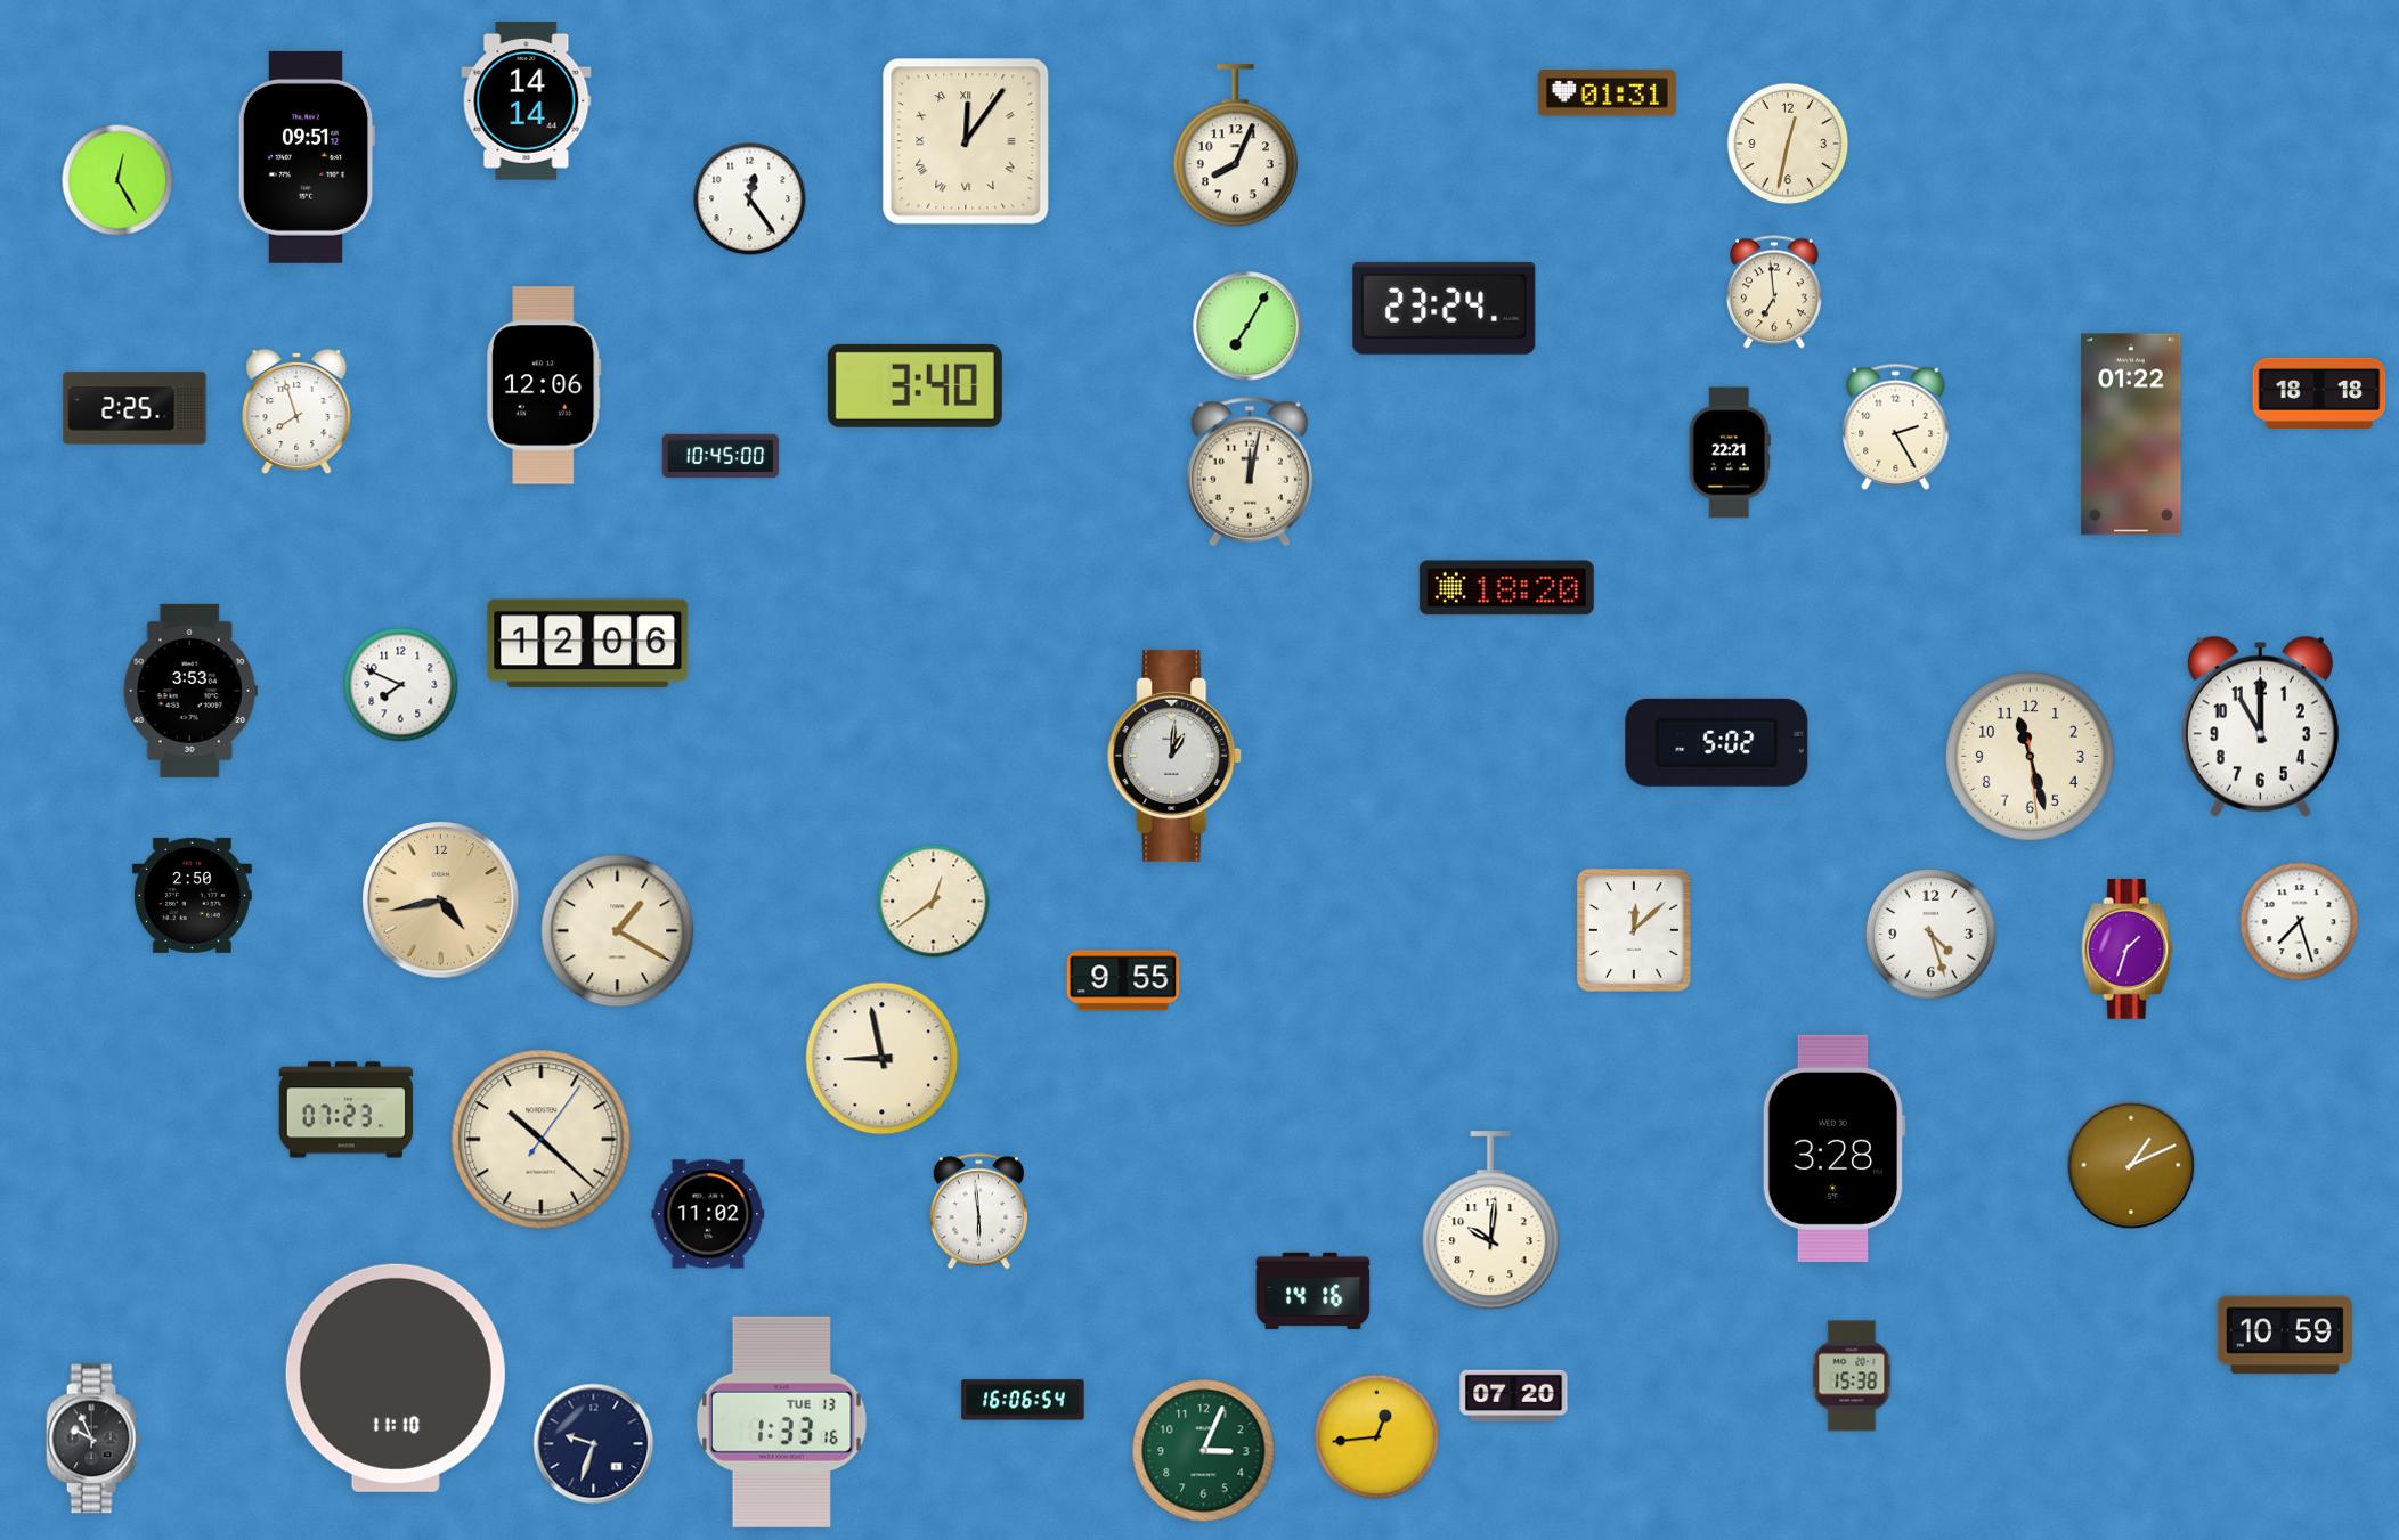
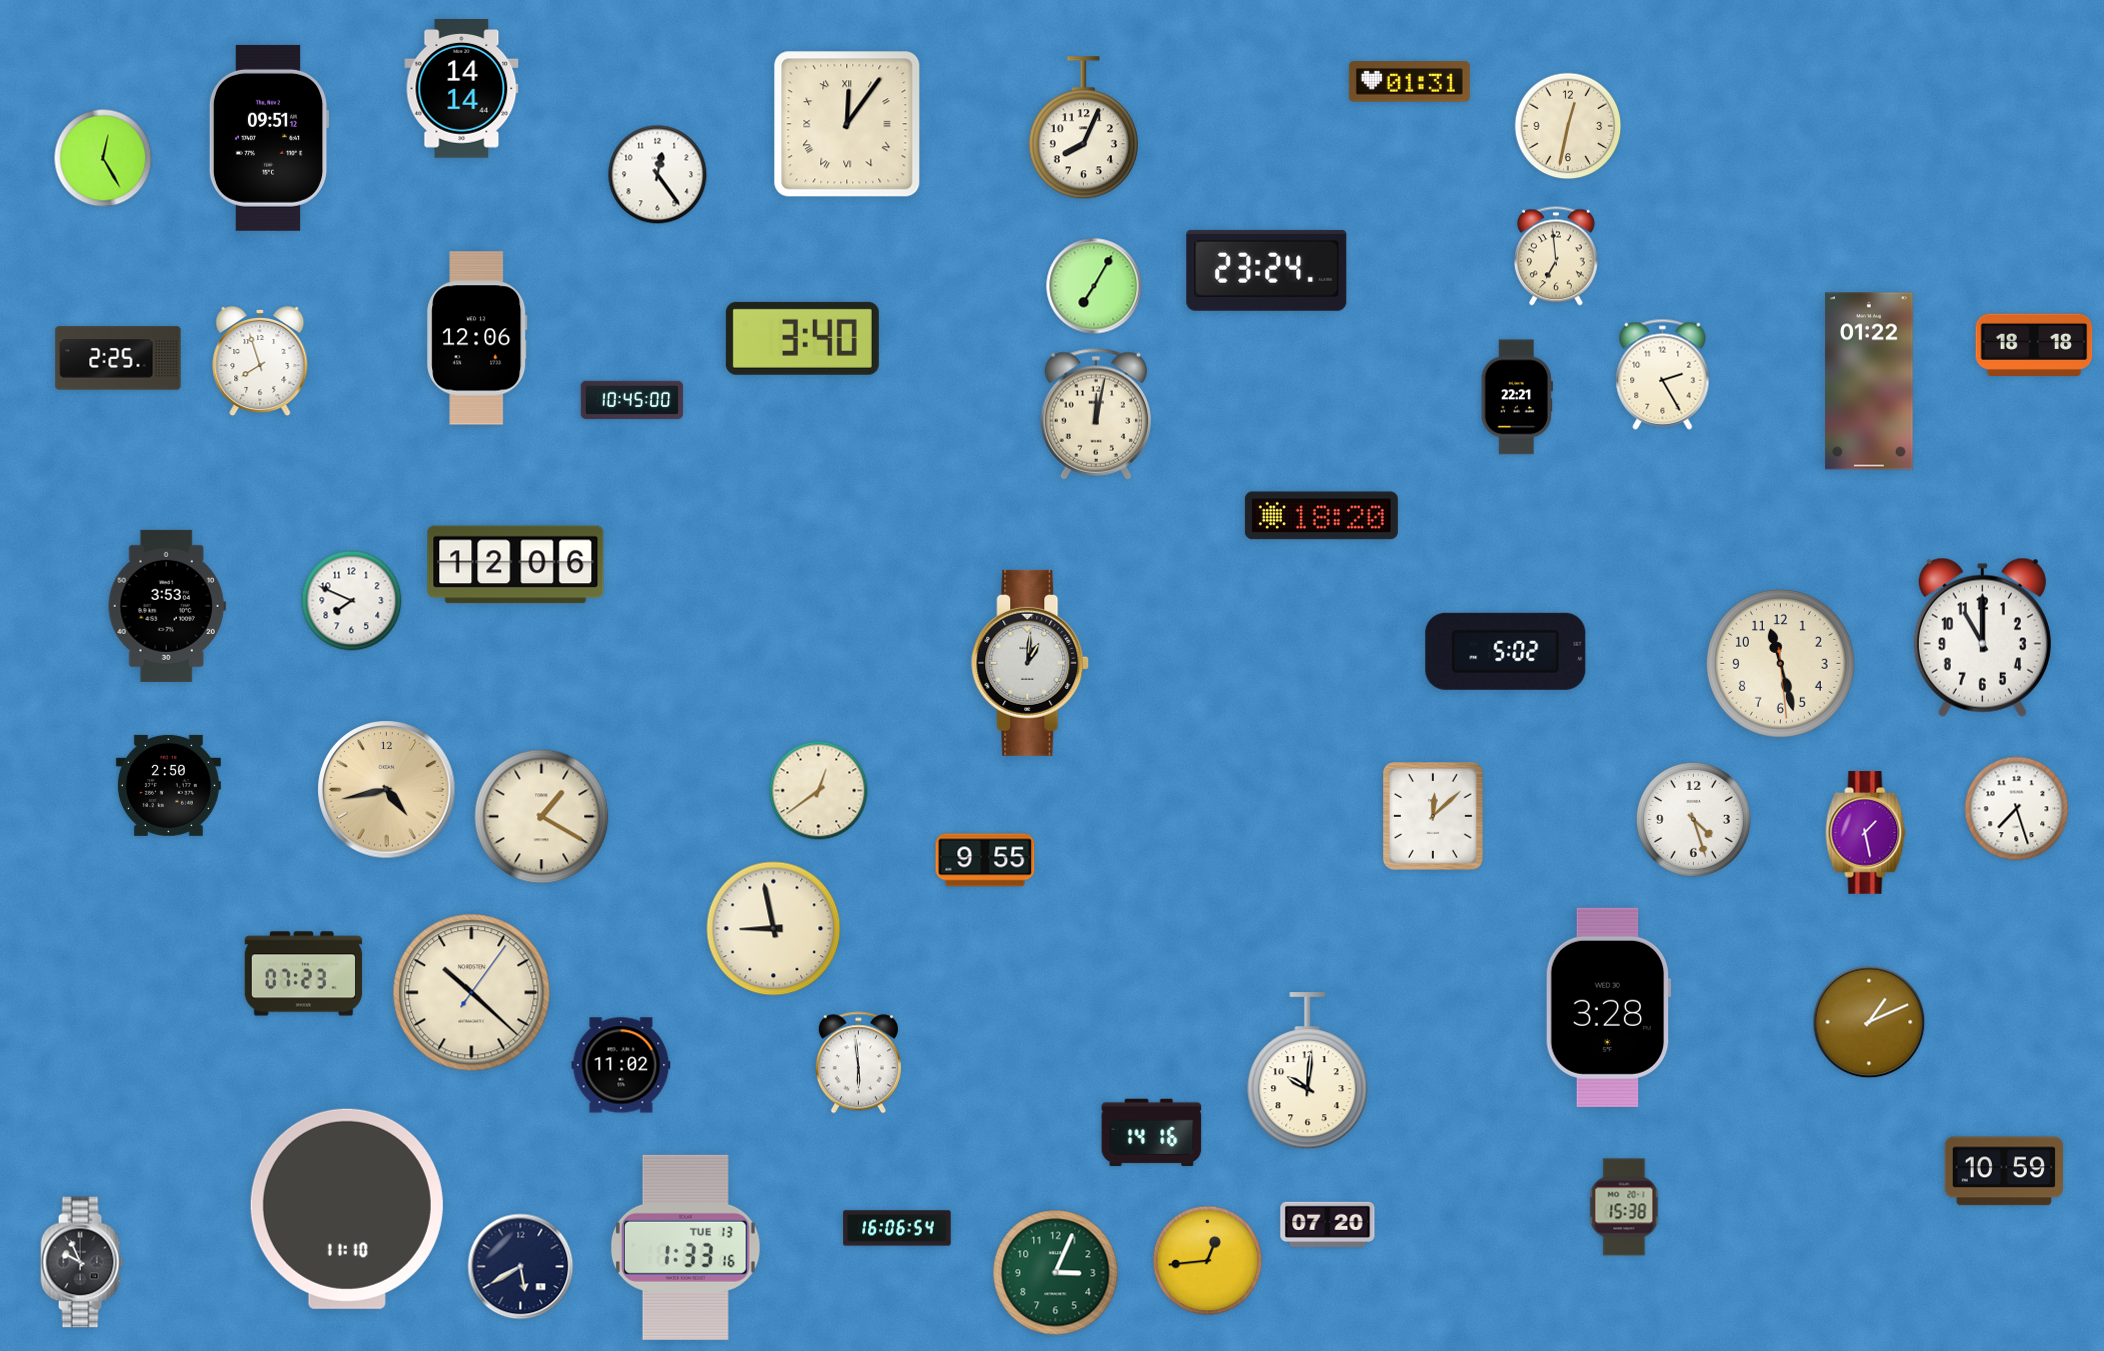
clock at (2128, 950): 1:33 -> 1:28
clock at (542, 1140) position: (542, 1140) -> (472, 993)
clock at (594, 1444): 9:33 -> 5:40
